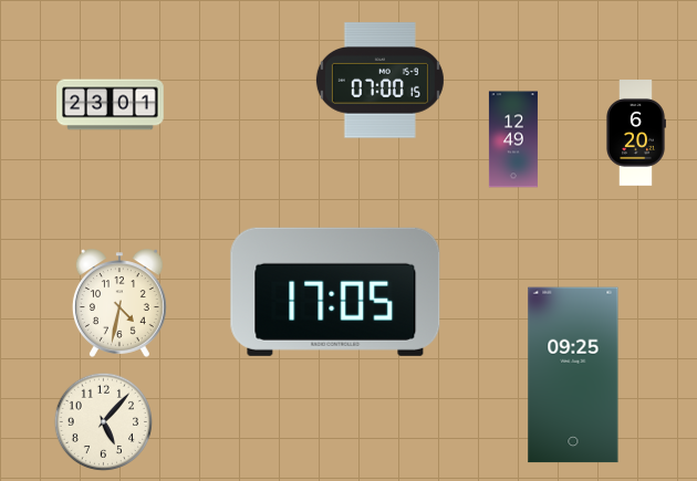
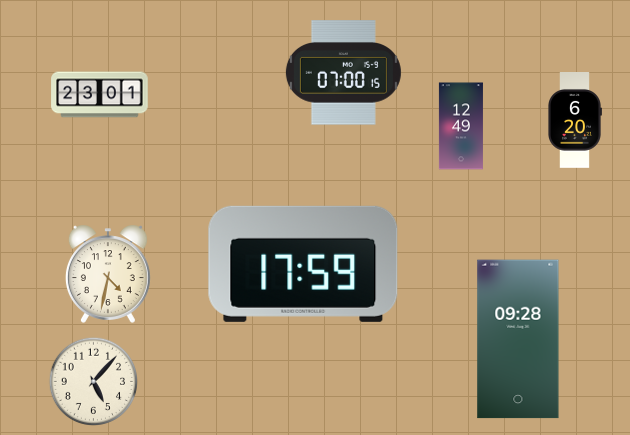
clock at (513, 139) position: (513, 139) -> (461, 126)
clock at (335, 292): 17:05 -> 17:59
clock at (573, 375): 09:25 -> 09:28
